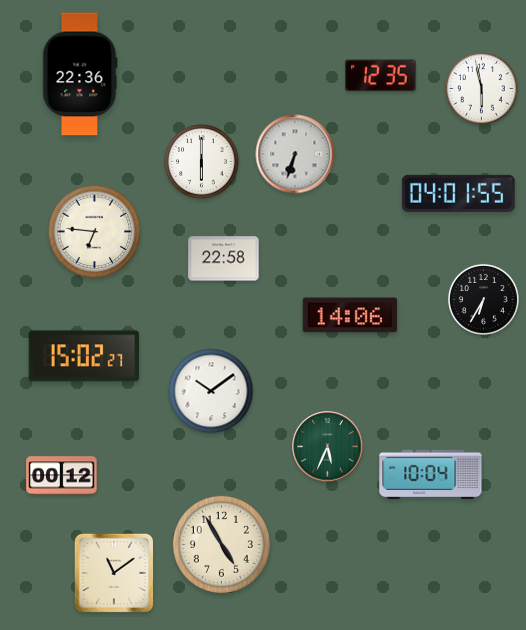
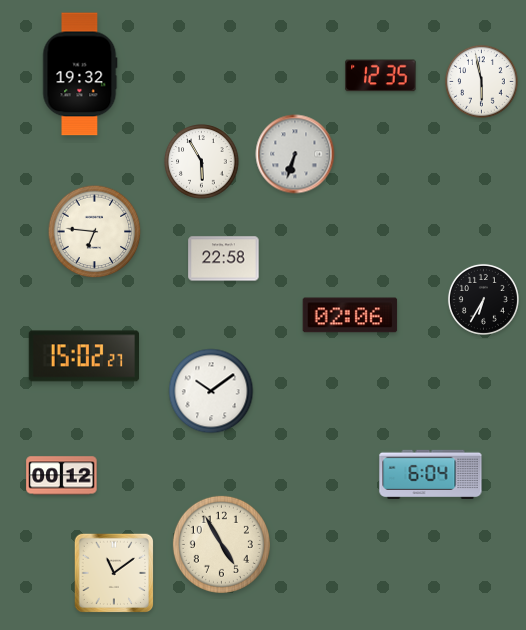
clock at (80, 74): 22:36 -> 19:32
clock at (482, 89) position: (482, 89) -> (482, 82)
clock at (202, 162): 6:00 -> 5:55
clock at (458, 193): 04:01 -> none
clock at (350, 315): 14:06 -> 02:06
clock at (328, 447): 5:34 -> none
clock at (431, 474): 10:04 -> 6:04
